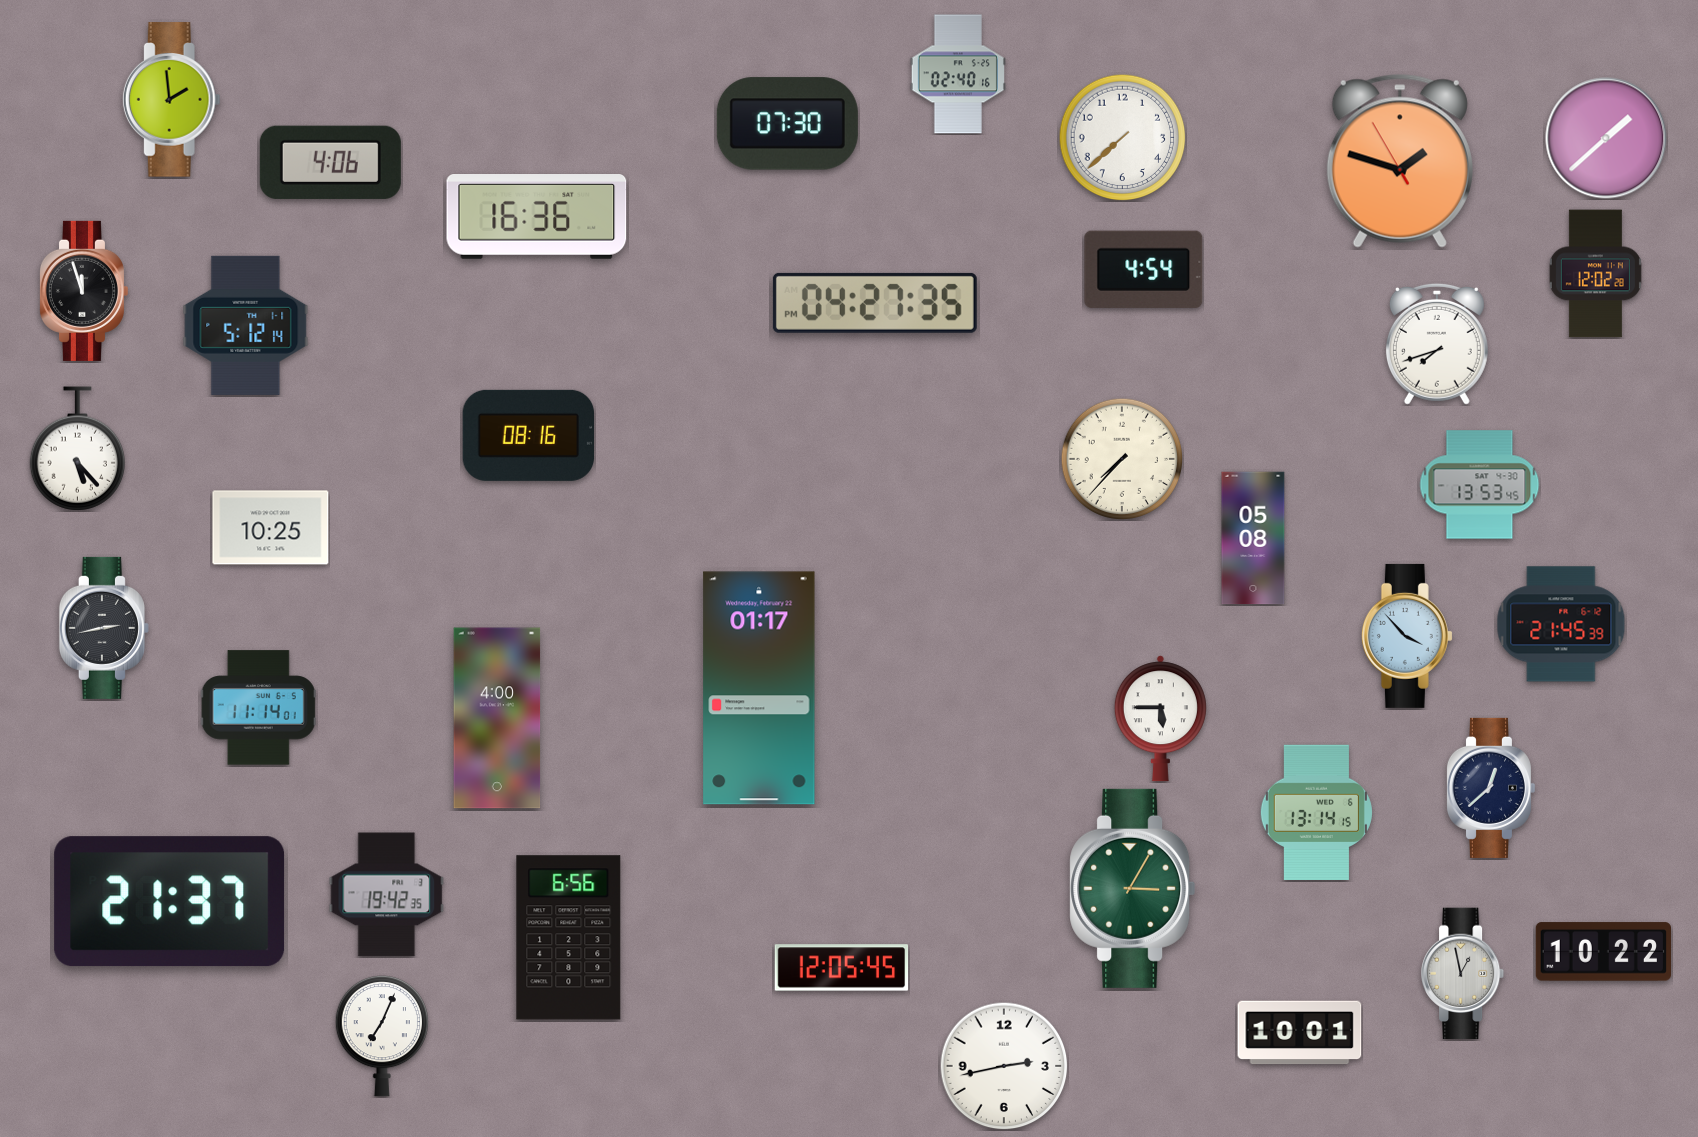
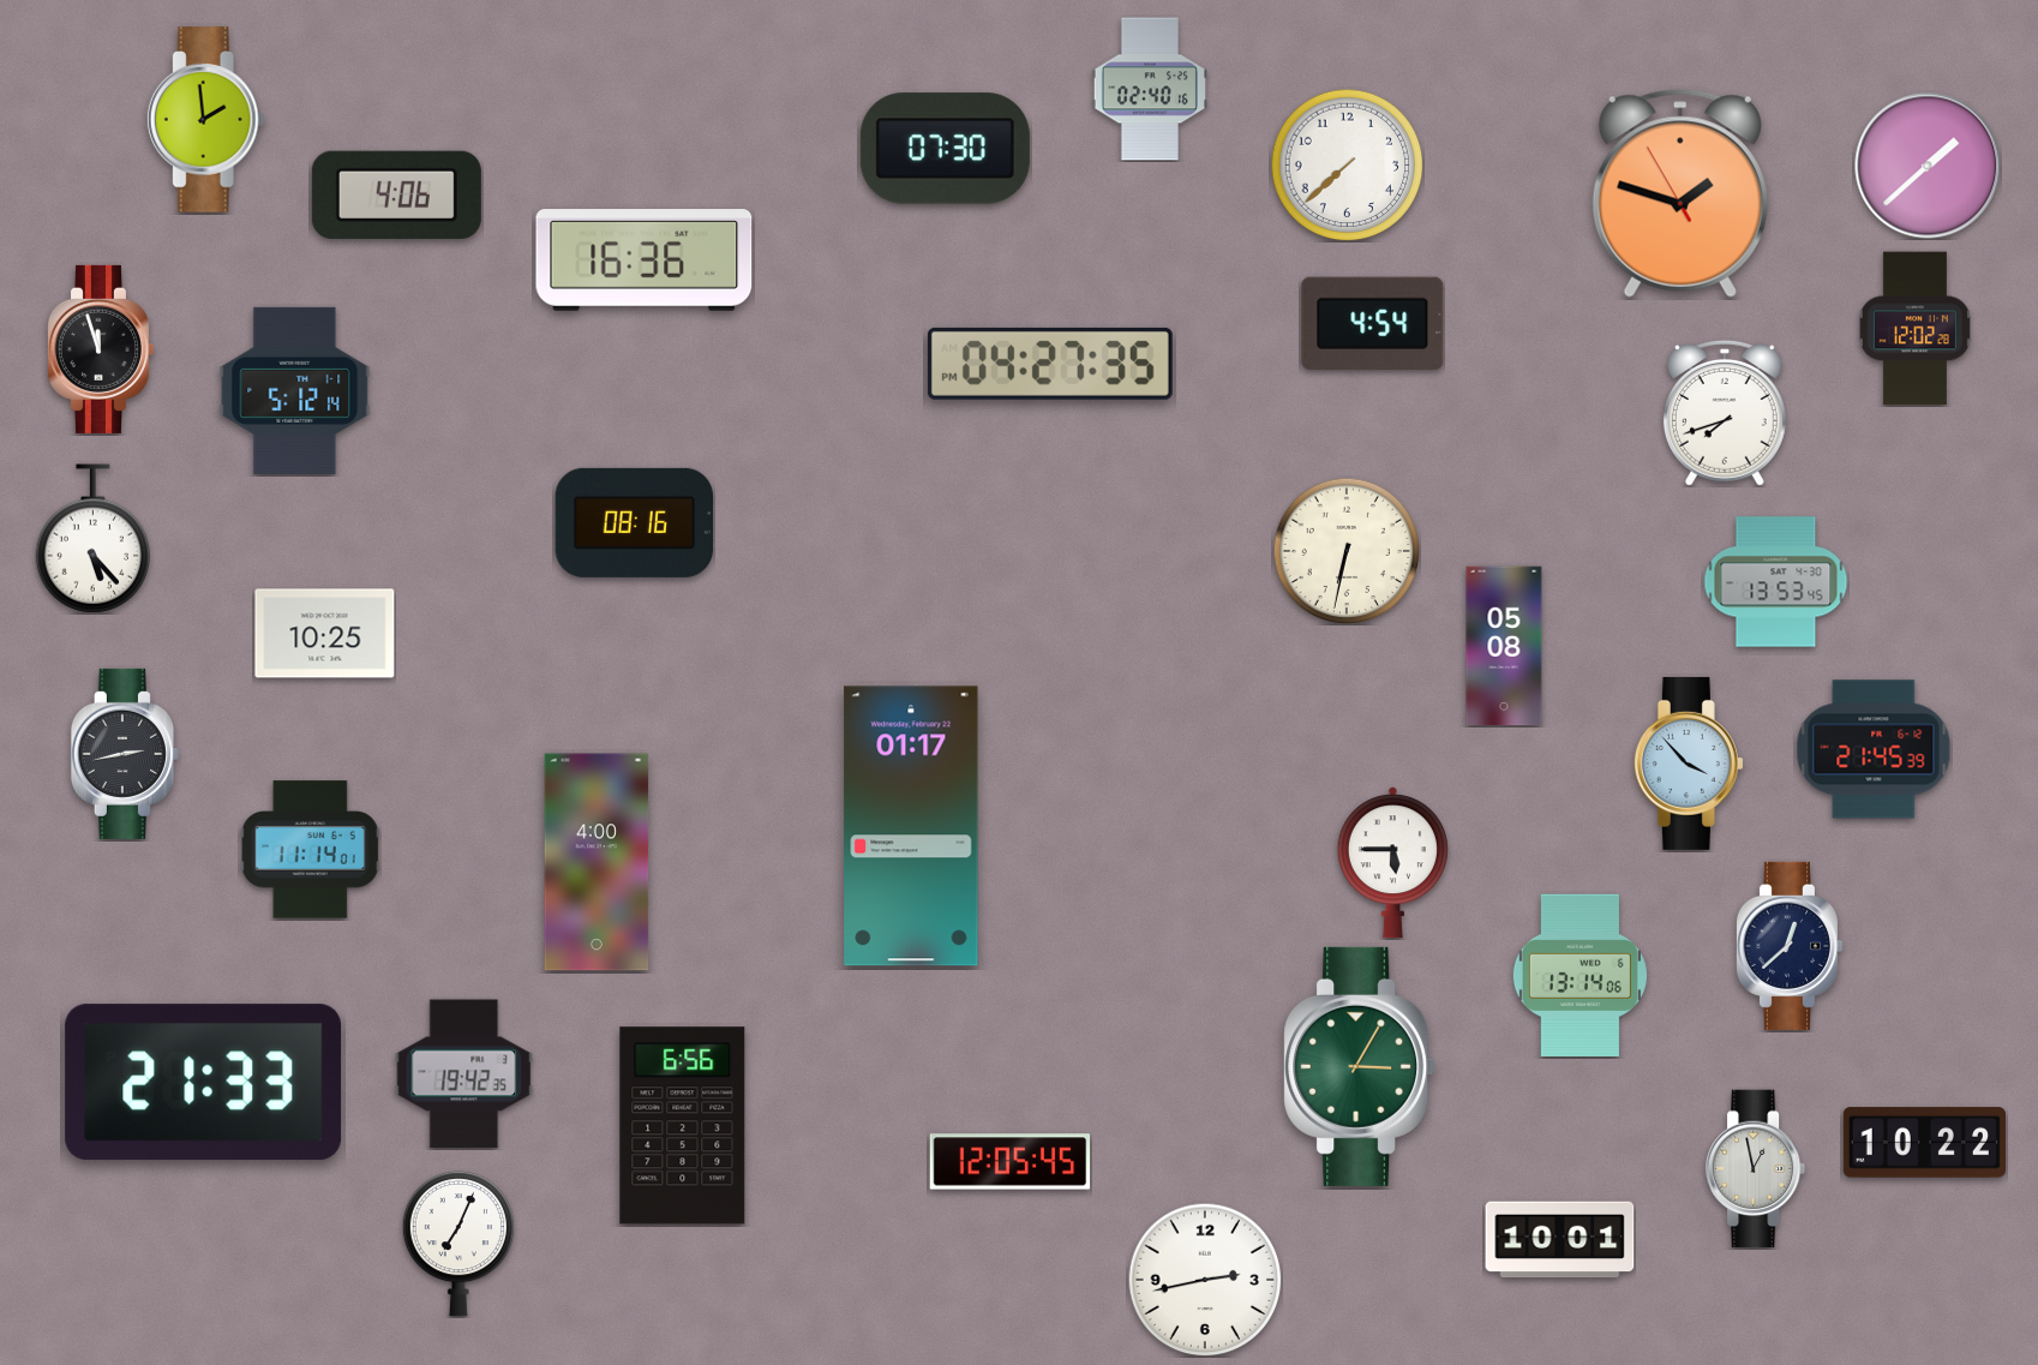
clock at (1121, 458): 7:37 -> 6:32
clock at (1316, 812): 13:14:15 -> 13:14:06
clock at (170, 902): 21:37 -> 21:33
